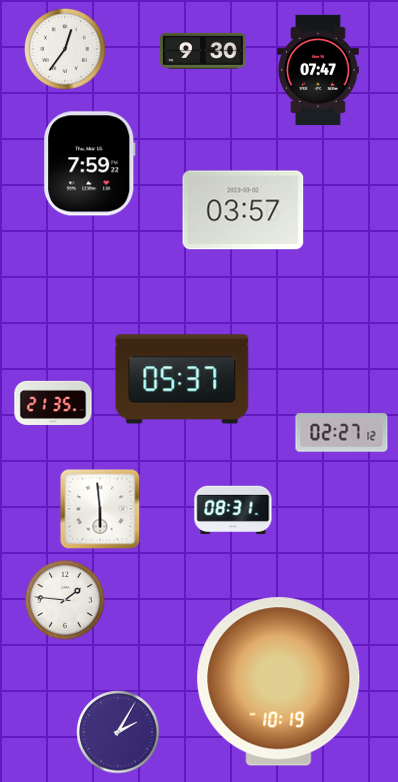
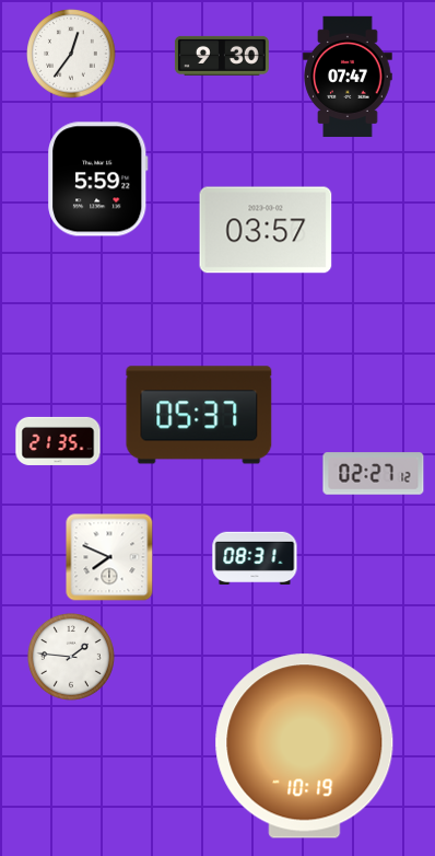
clock at (90, 164): 7:59 -> 5:59
clock at (100, 509): 5:59 -> 7:49
clock at (118, 732): 2:05 -> none
